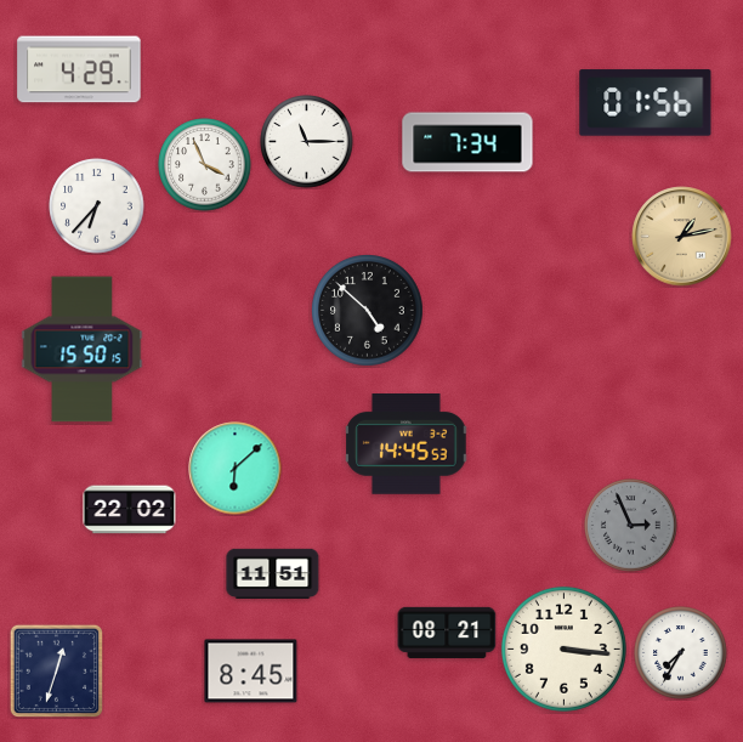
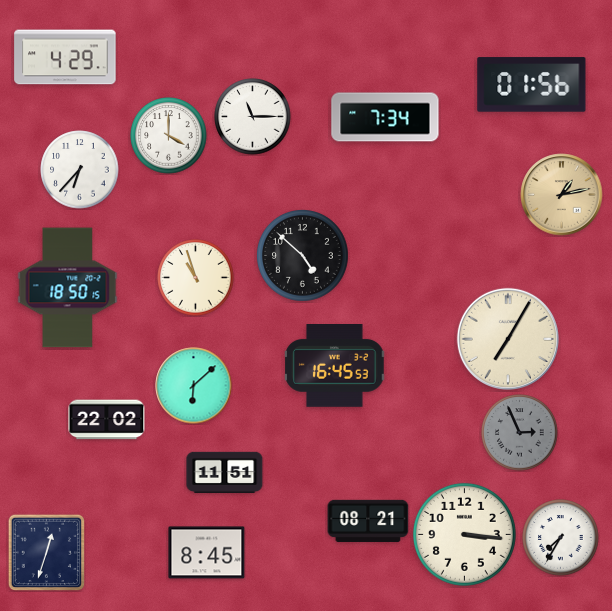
clock at (205, 165): 3:56 -> 4:00
clock at (196, 278): none -> 10:57
clock at (83, 350): 15:50 -> 18:50
clock at (508, 339): none -> 7:05
clock at (407, 444): 14:45 -> 16:45
